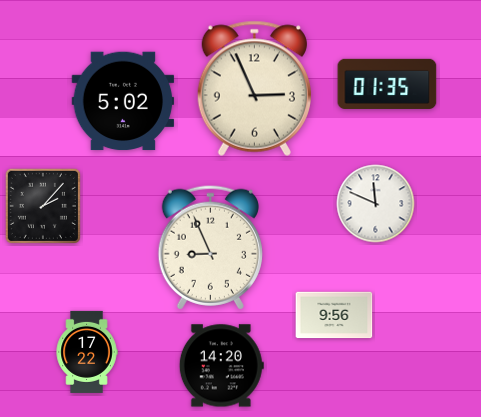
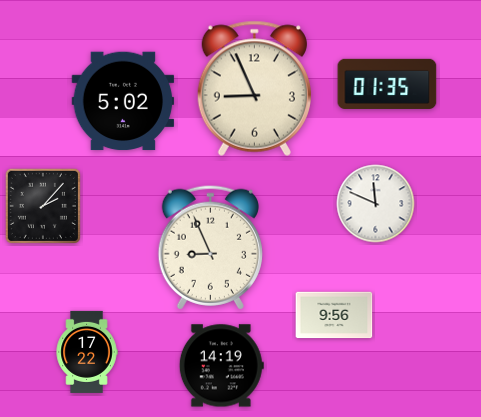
clock at (254, 88): 2:56 -> 8:56
clock at (221, 366): 14:20 -> 14:19
